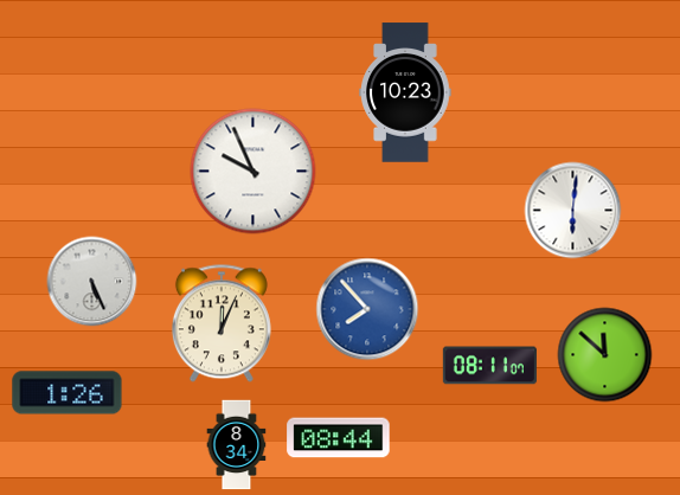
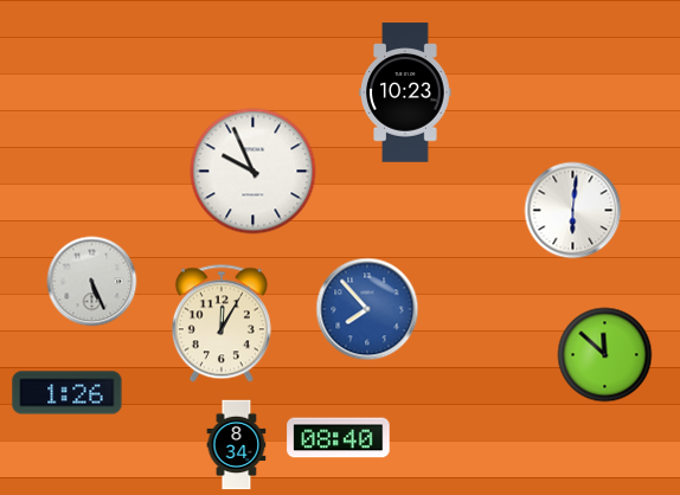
clock at (222, 323): 12:04 -> 12:05
clock at (489, 366): 08:11 -> none
clock at (339, 438): 08:44 -> 08:40
